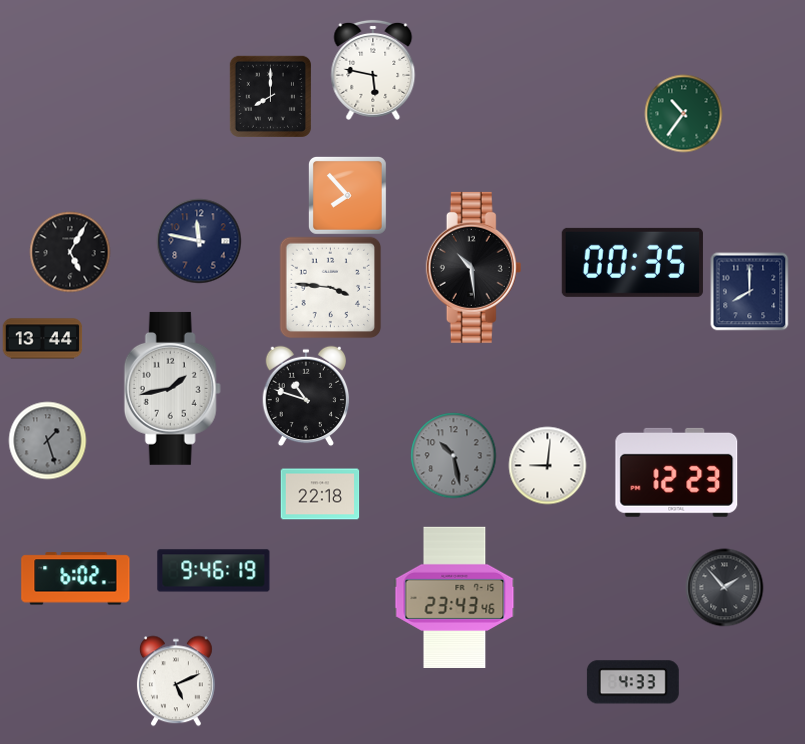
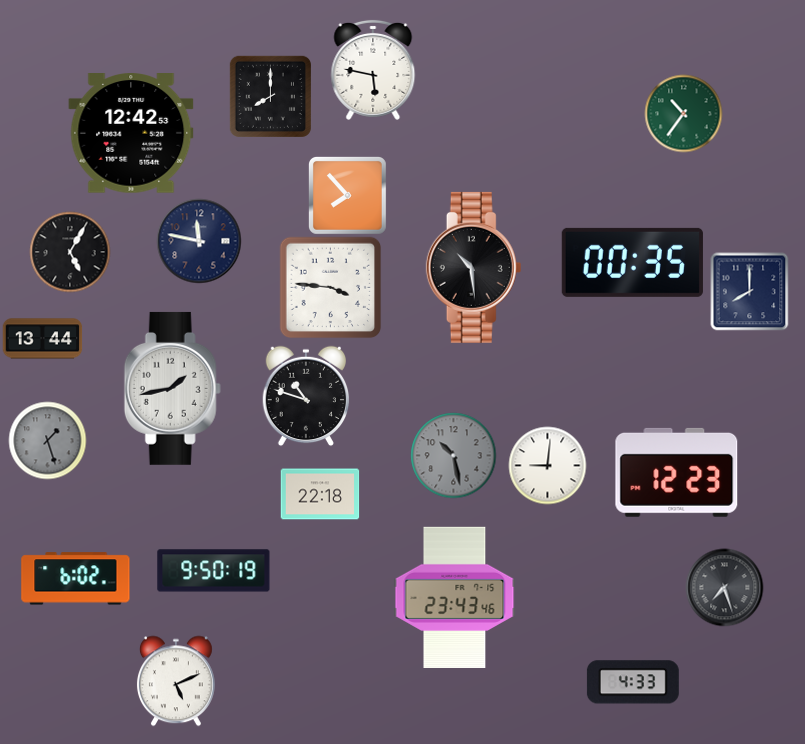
clock at (131, 133): none -> 12:42
clock at (214, 571): 9:46 -> 9:50
clock at (724, 587): 1:53 -> 7:27
